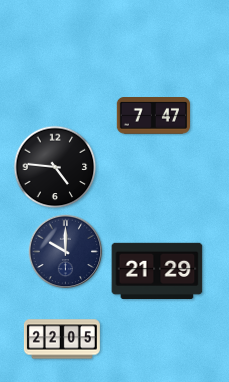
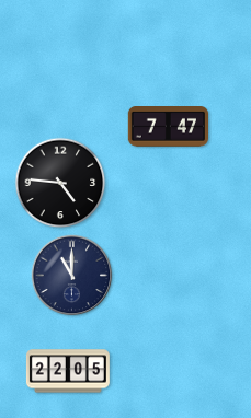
clock at (66, 252): 10:00 -> 11:00
clock at (157, 270): 21:29 -> none
